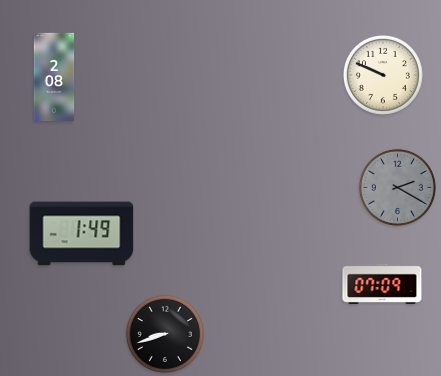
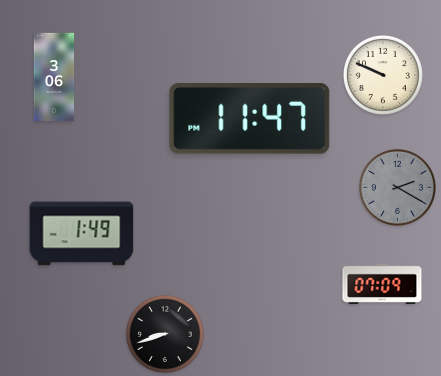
clock at (54, 76): 2:08 -> 3:06
clock at (250, 119): none -> 11:47
